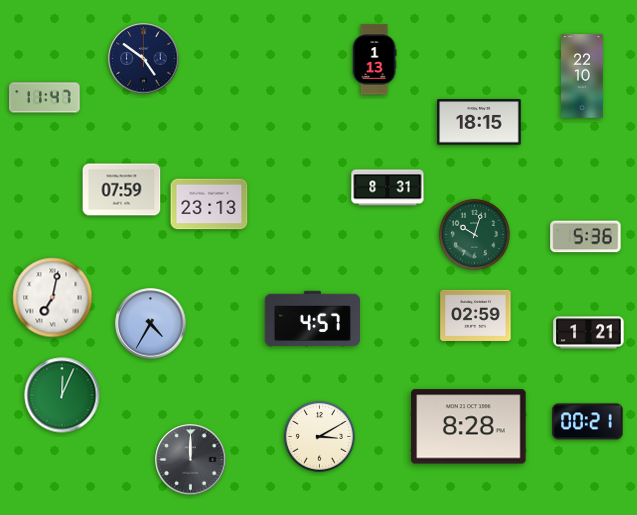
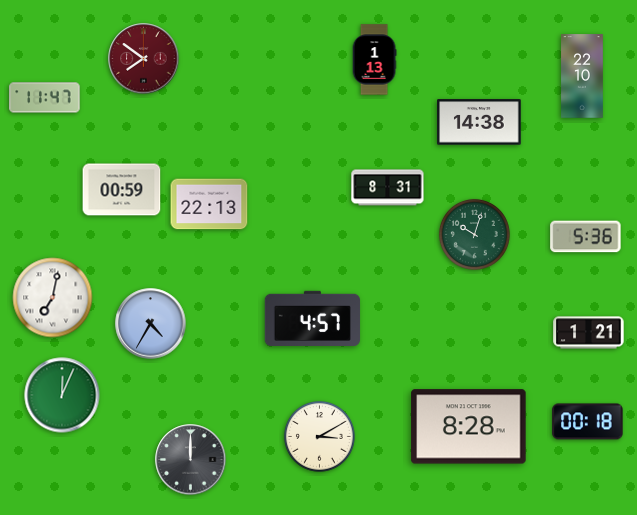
clock at (144, 59): 4:51 -> 7:51
clock at (144, 59) dial: navy -> burgundy
clock at (479, 122): 18:15 -> 14:38
clock at (122, 190): 07:59 -> 00:59
clock at (209, 204): 23:13 -> 22:13
clock at (476, 315): 02:59 -> none
clock at (588, 422): 00:21 -> 00:18
